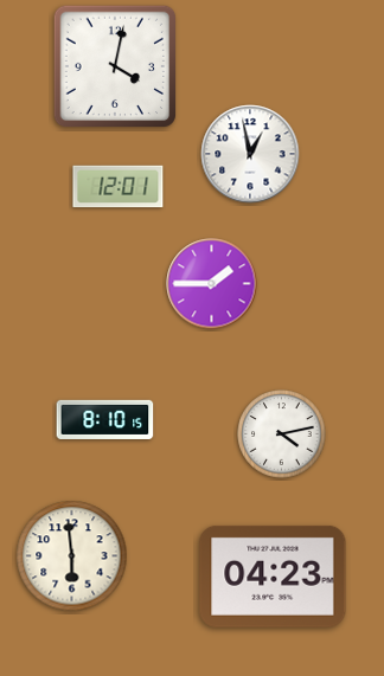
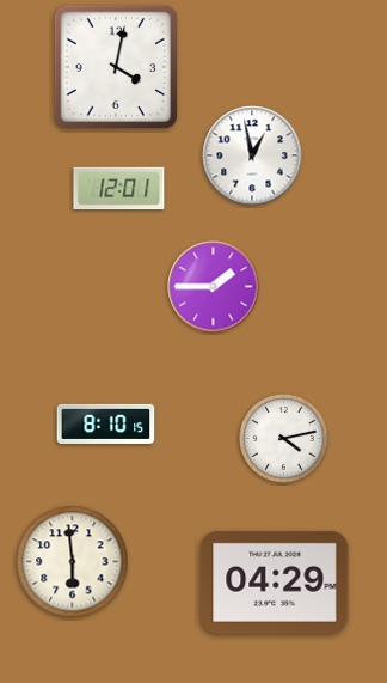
clock at (273, 577): 04:23 -> 04:29
